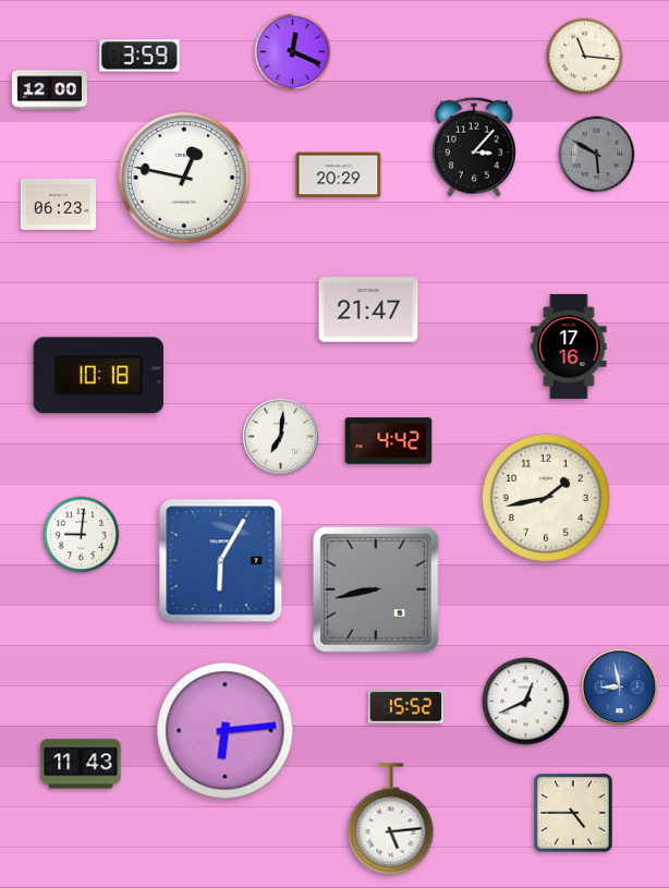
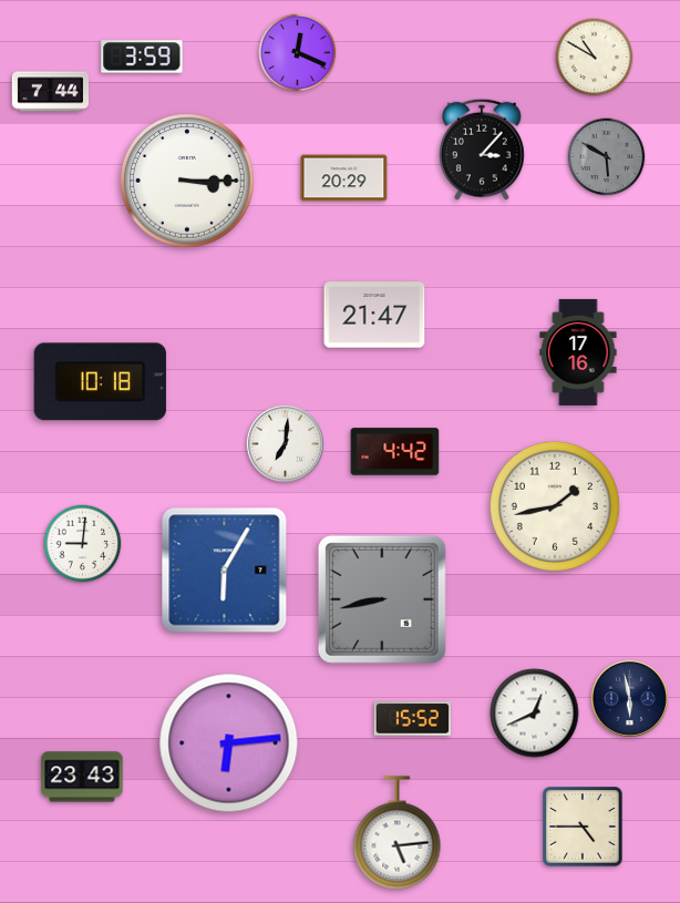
clock at (585, 57): 11:16 -> 10:50
clock at (49, 90): 12:00 -> 7:44
clock at (184, 178): 12:47 -> 3:15
clock at (58, 204): 06:23 -> none
clock at (389, 441) position: (389, 441) -> (395, 452)
clock at (619, 686): 8:58 -> 5:58
clock at (619, 686) dial: blue -> navy
clock at (81, 764): 11:43 -> 23:43
